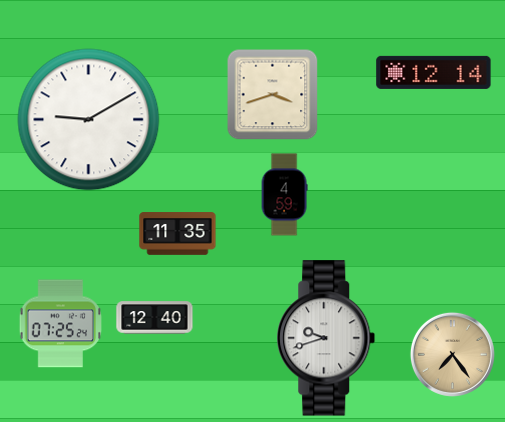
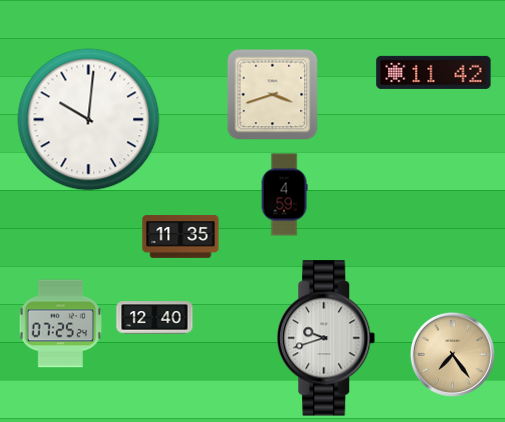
clock at (434, 72): 12:14 -> 11:42
clock at (89, 120): 9:10 -> 10:01
clock at (178, 234) position: (178, 234) -> (181, 237)
